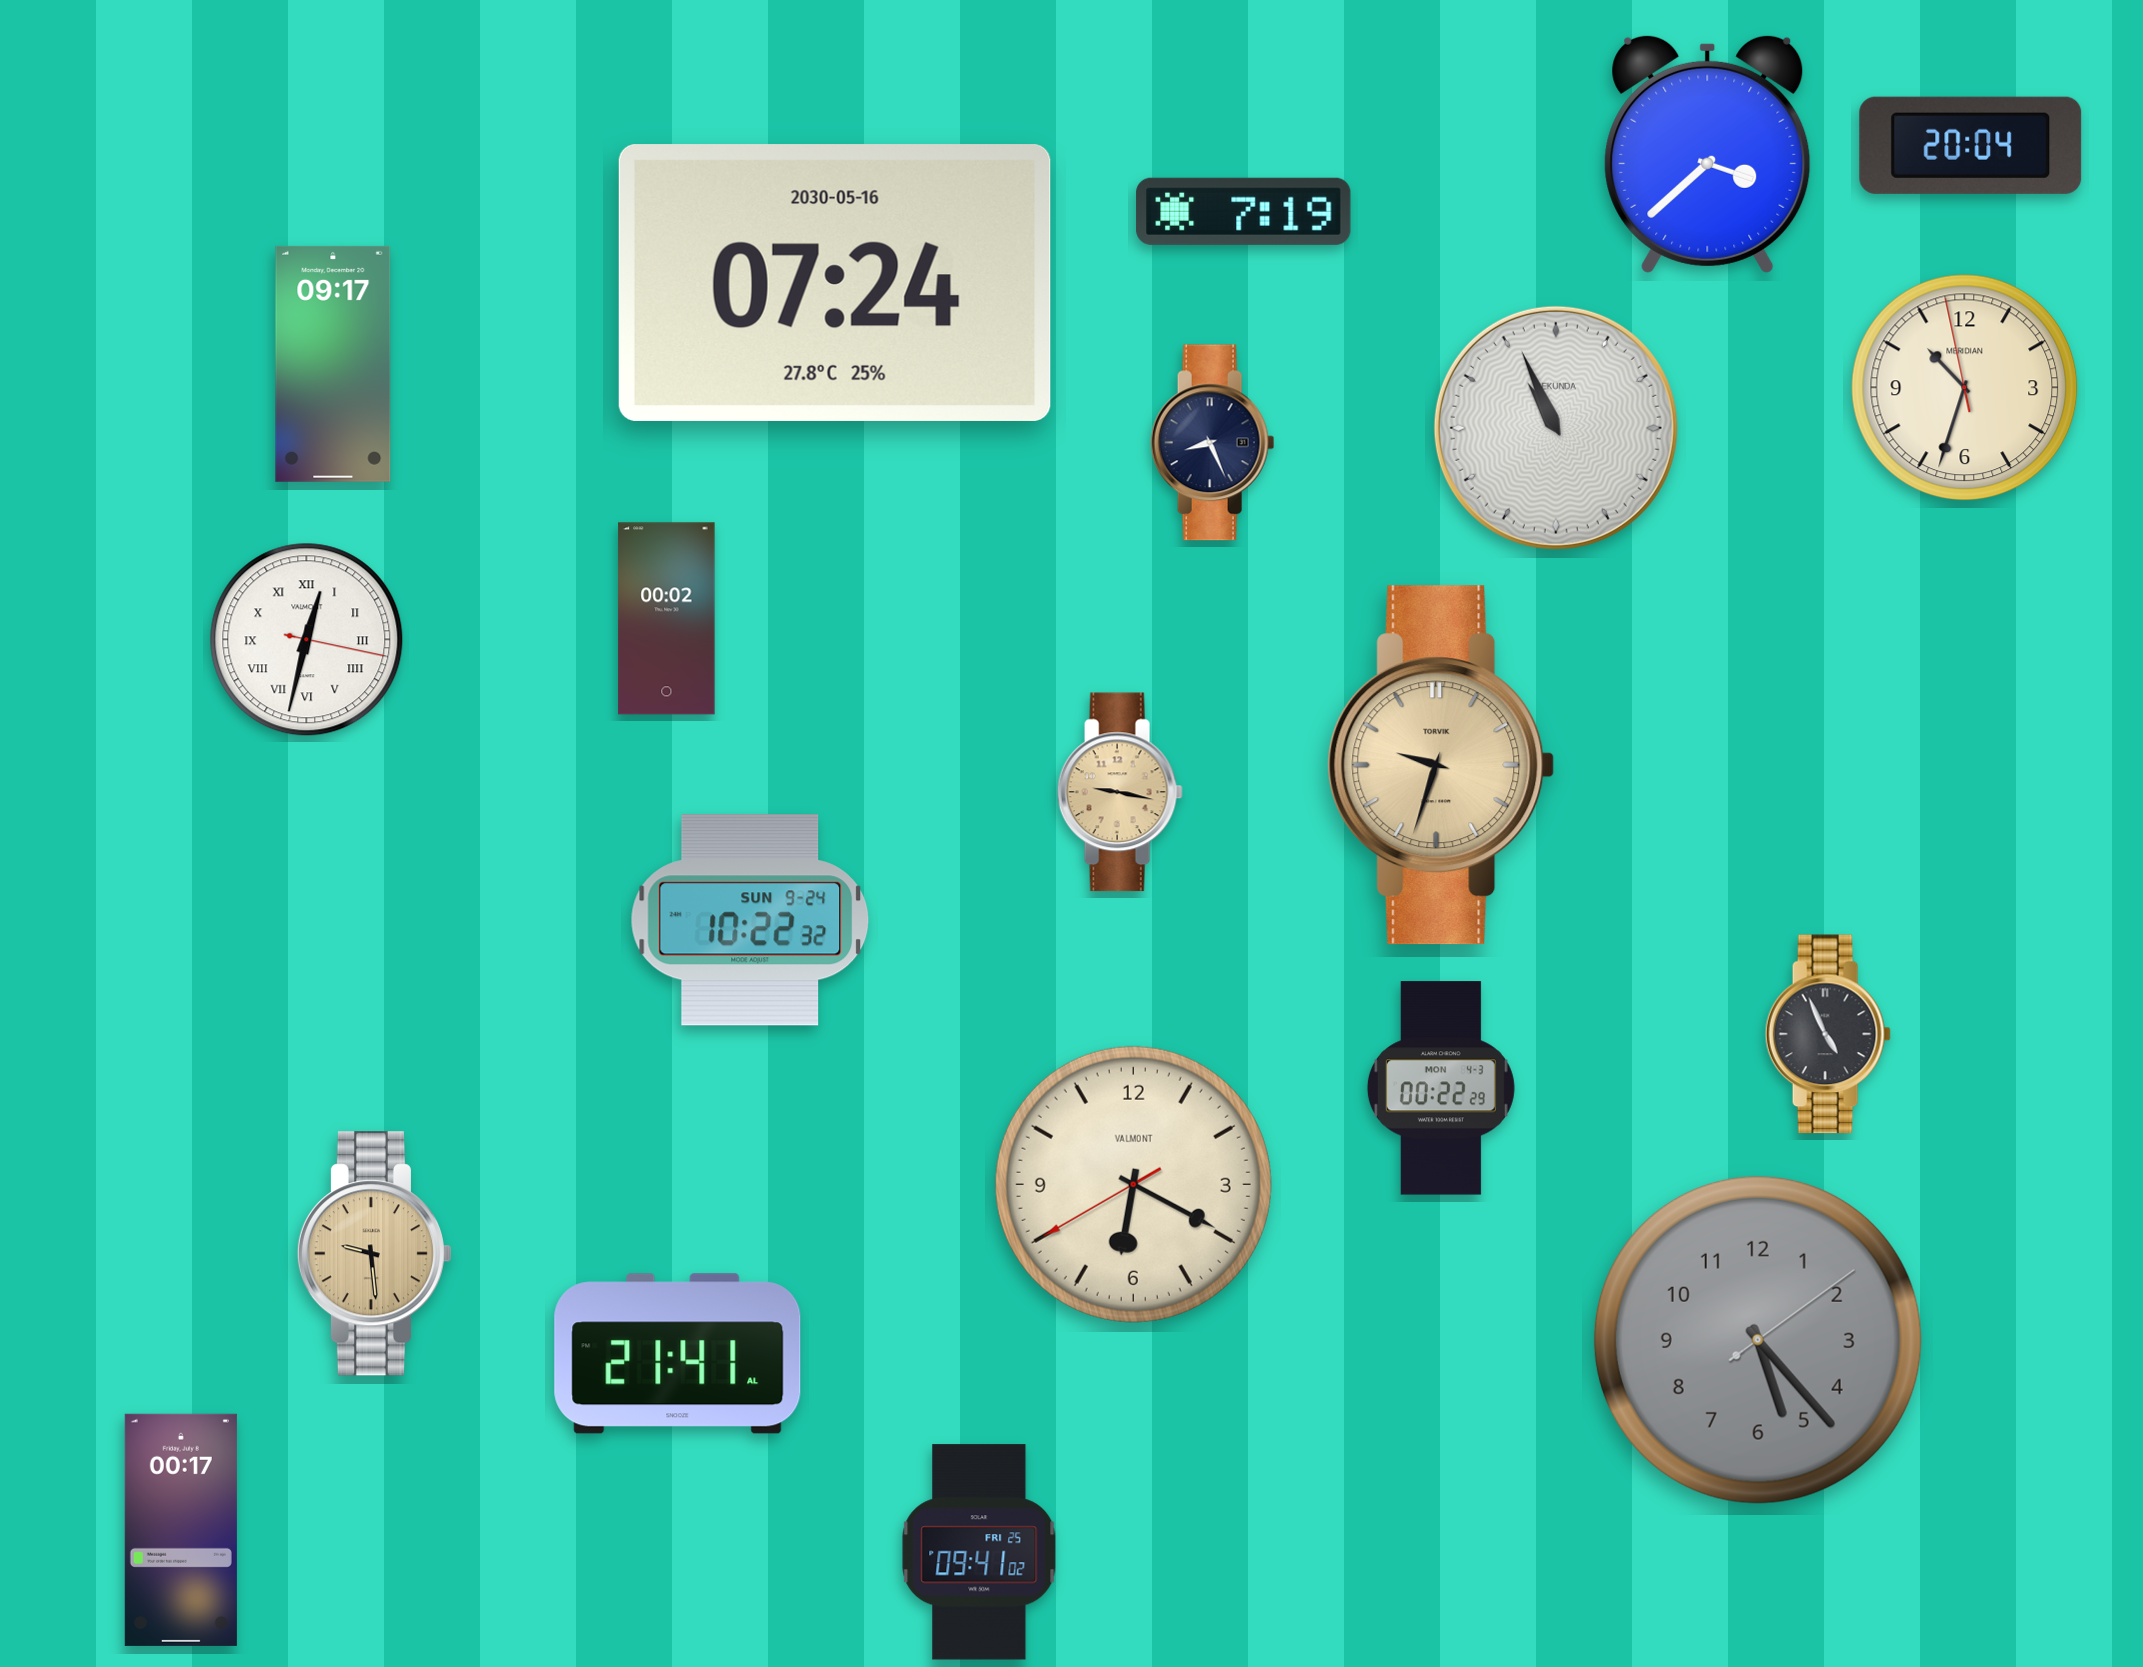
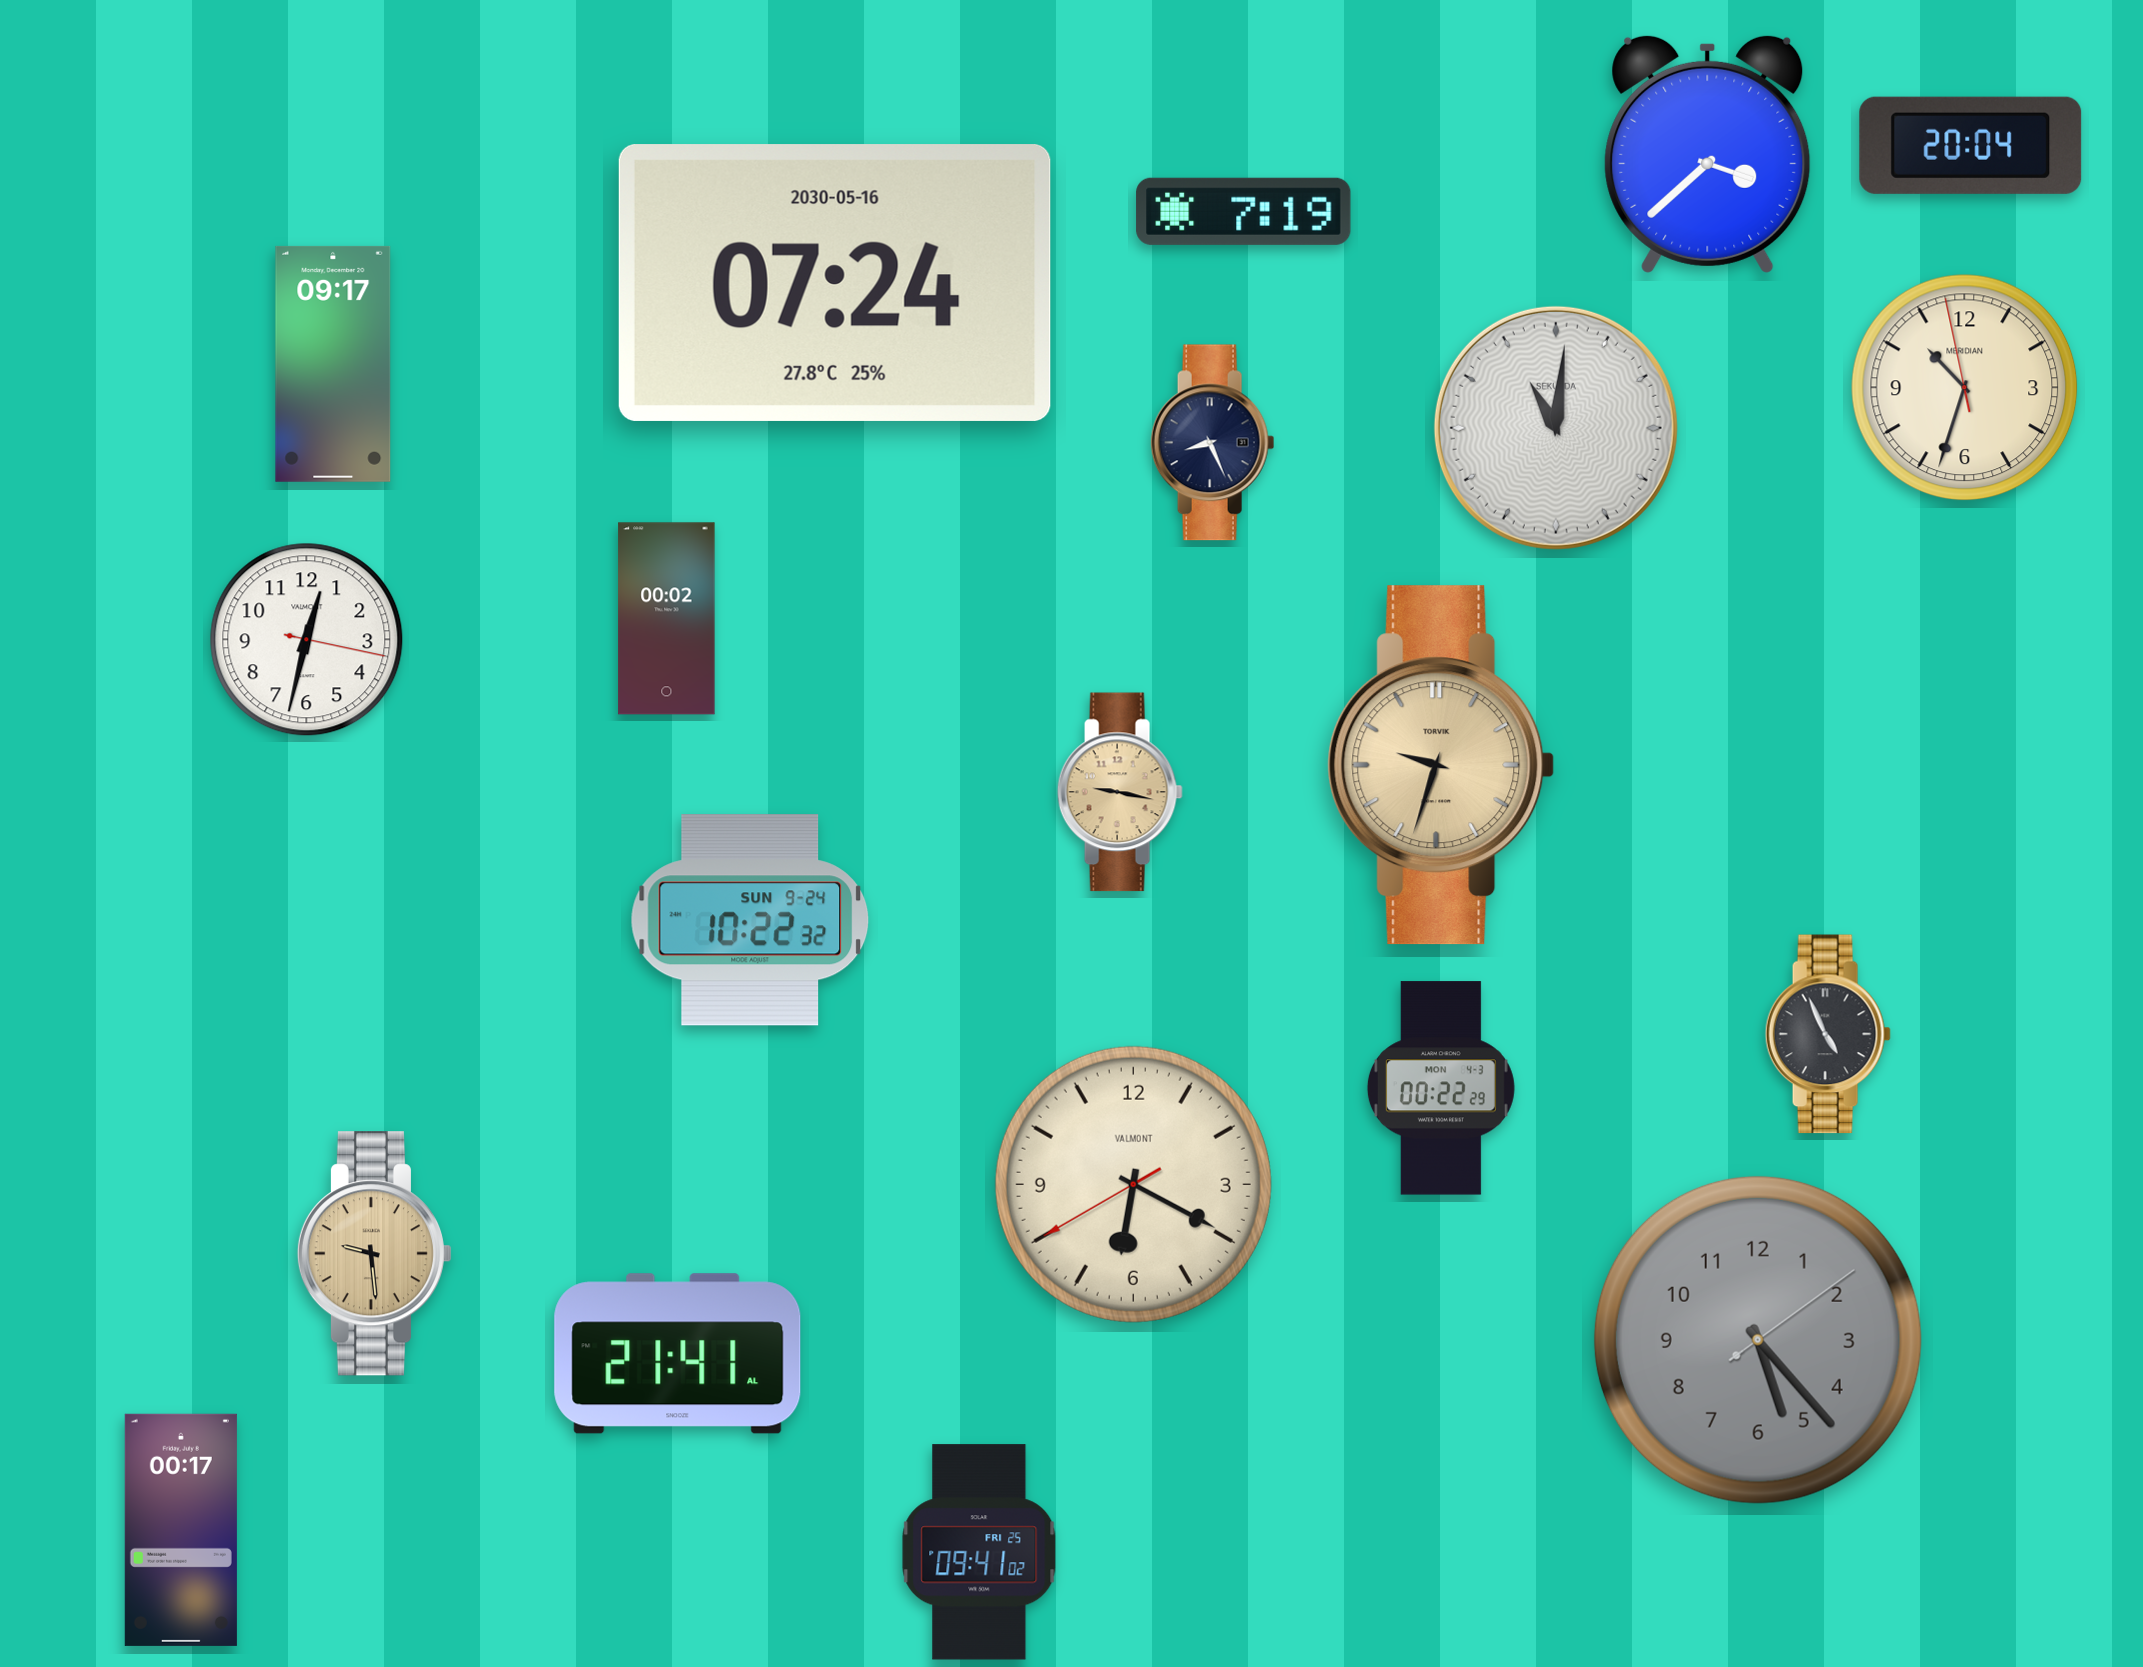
clock at (1556, 428): 10:56 -> 11:01
clock at (307, 640) numerals: Roman -> Arabic
